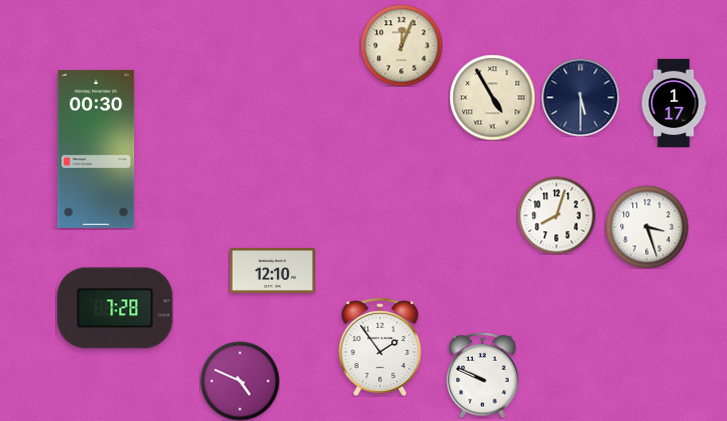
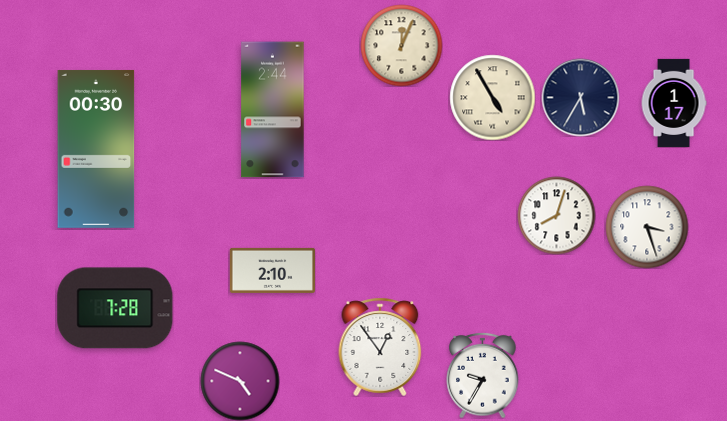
clock at (580, 97): 5:30 -> 5:35
clock at (273, 110): none -> 2:44
clock at (272, 270): 12:10 -> 2:10
clock at (380, 347): 1:54 -> 12:54
clock at (483, 375): 9:49 -> 9:35
